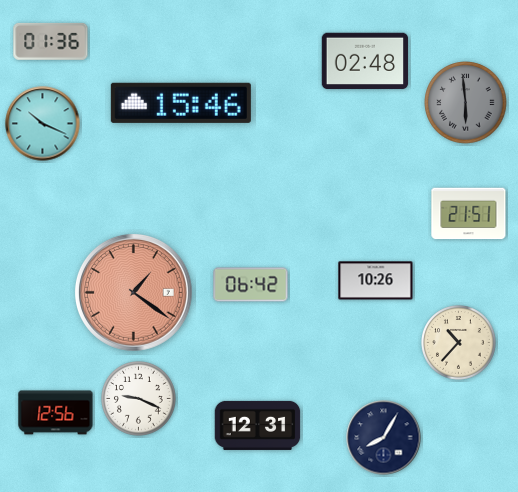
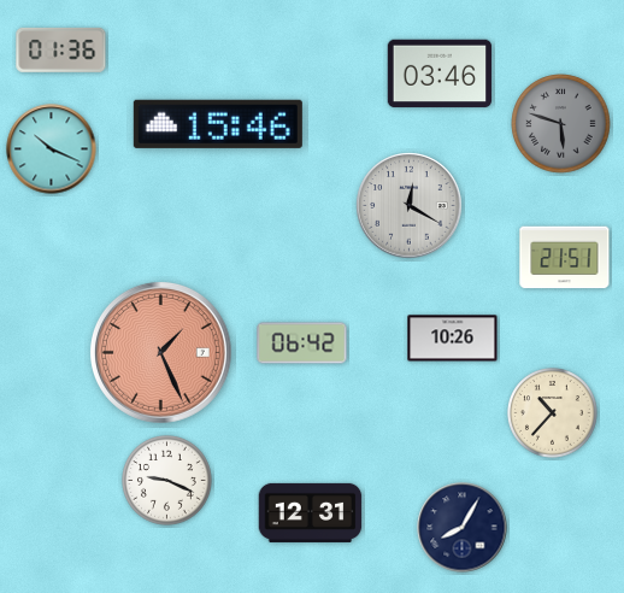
clock at (365, 61): 02:48 -> 03:46
clock at (466, 103): 5:59 -> 5:48
clock at (410, 206): none -> 12:20
clock at (134, 293): 1:21 -> 1:26
clock at (56, 413): 12:56 -> none
